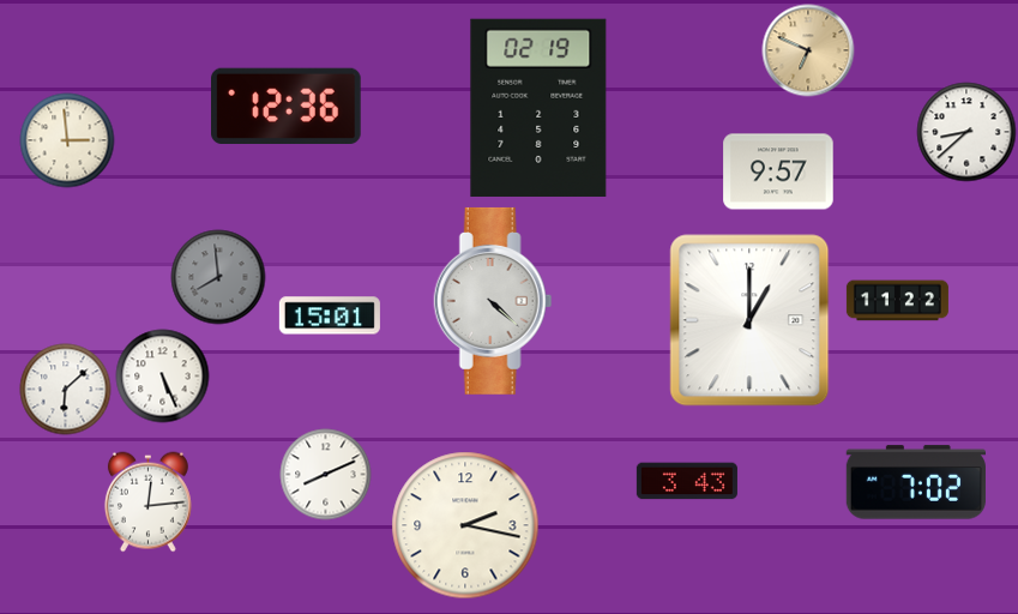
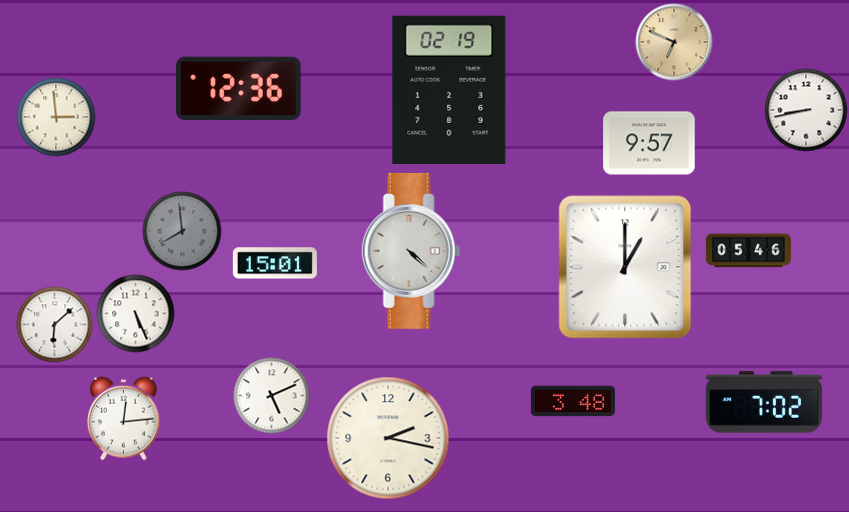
clock at (966, 132): 8:38 -> 8:43
clock at (897, 301): 11:22 -> 05:46
clock at (326, 475): 8:11 -> 5:11
clock at (687, 481): 3:43 -> 3:48
